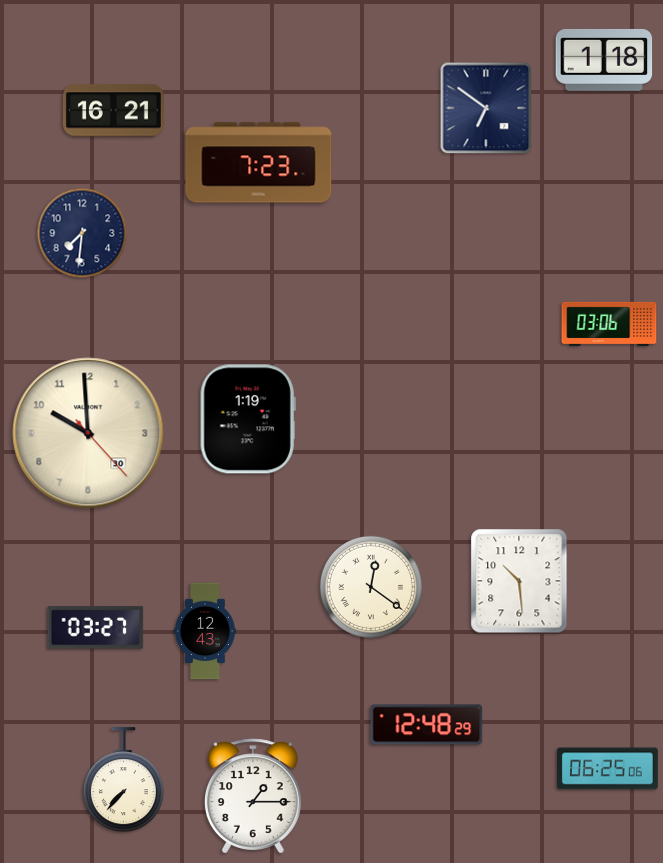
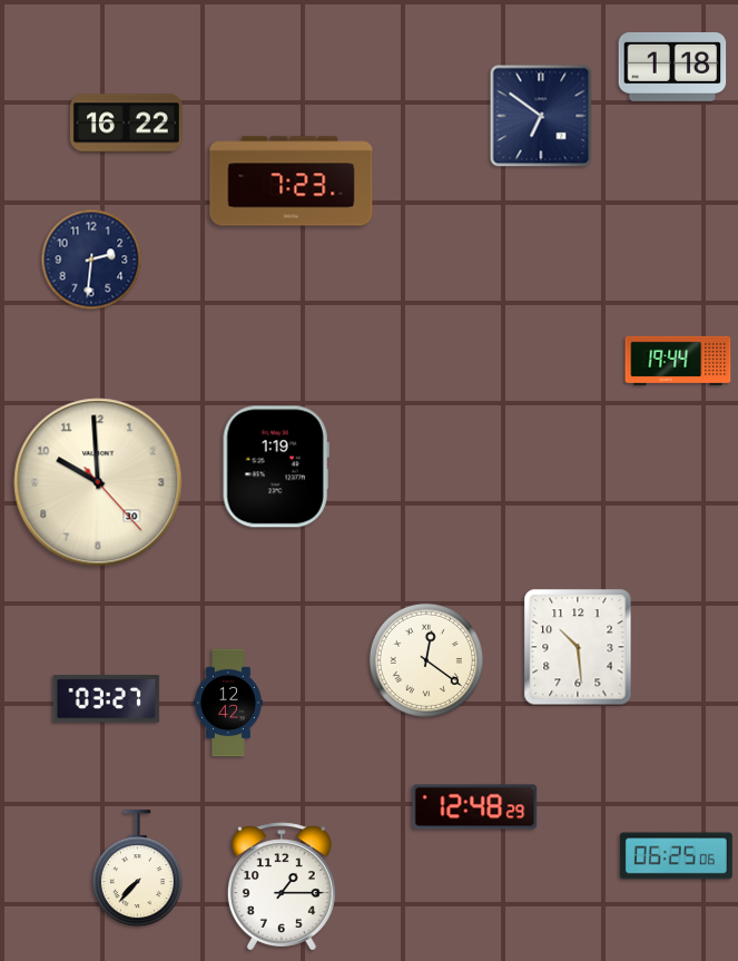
clock at (486, 108) position: (486, 108) -> (541, 116)
clock at (113, 111): 16:21 -> 16:22
clock at (259, 163) position: (259, 163) -> (292, 182)
clock at (82, 233): 7:31 -> 2:31
clock at (609, 324): 03:06 -> 19:44
clock at (371, 587) position: (371, 587) -> (426, 660)
clock at (206, 631): 12:43 -> 12:42
